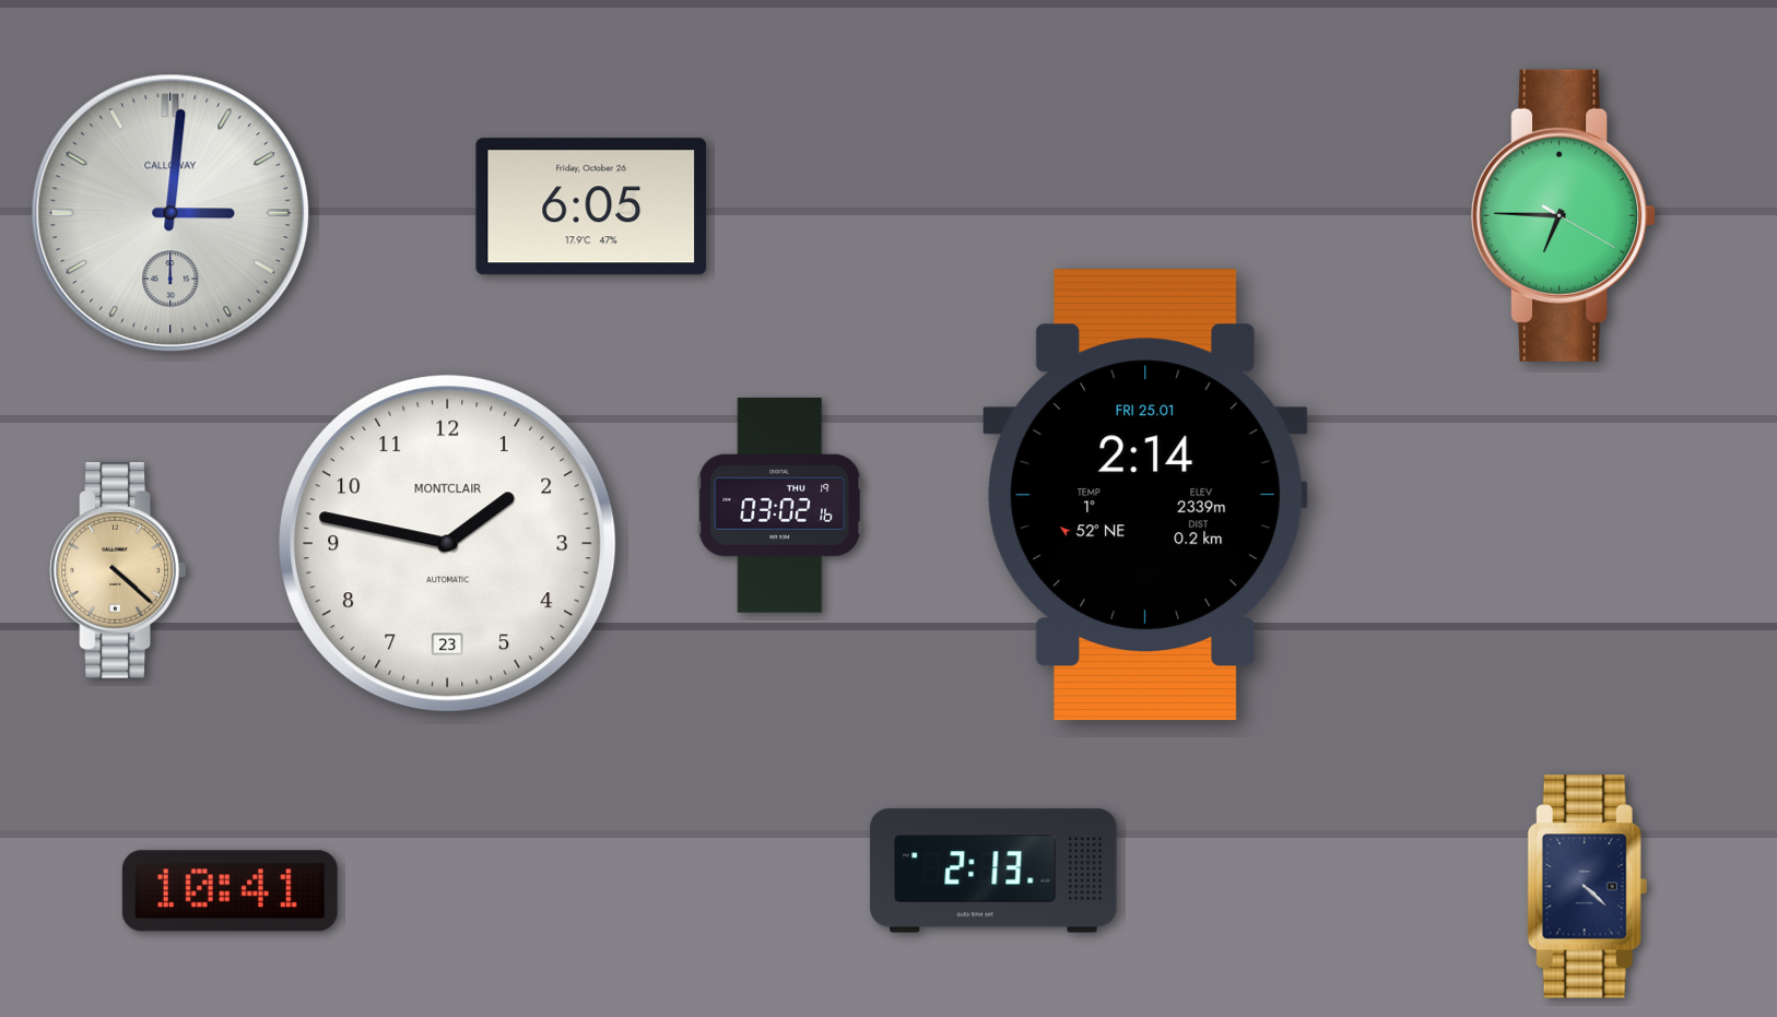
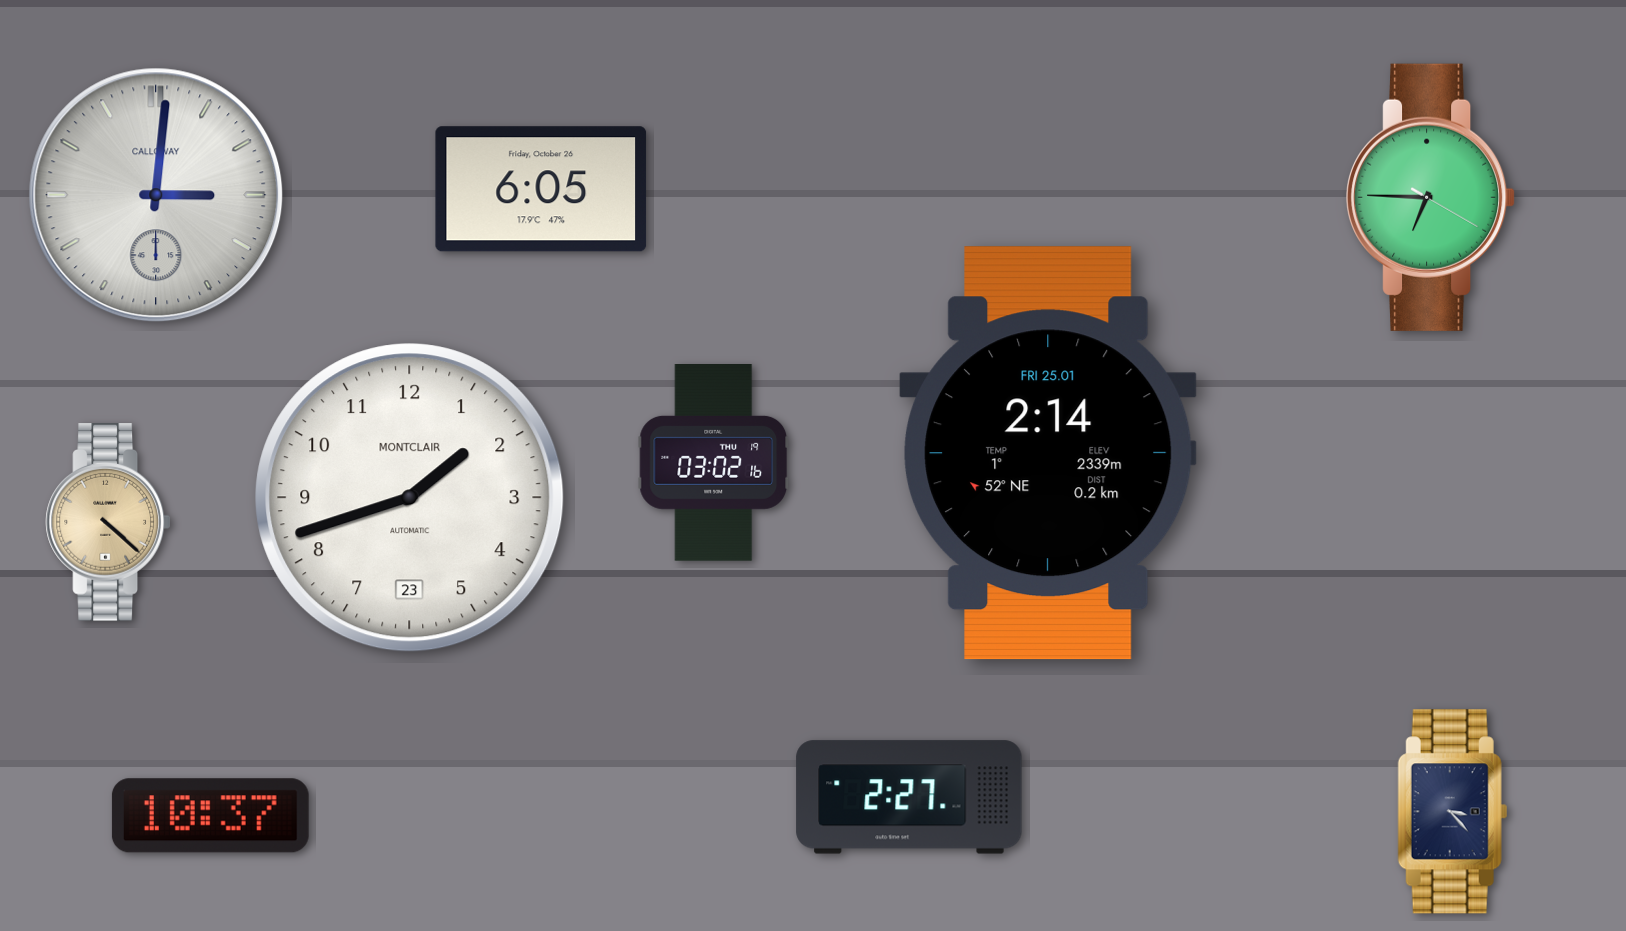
clock at (448, 544): 1:47 -> 1:42
clock at (993, 871): 2:13 -> 2:27
clock at (1587, 887): 4:22 -> 3:23
clock at (230, 891): 10:41 -> 10:37
